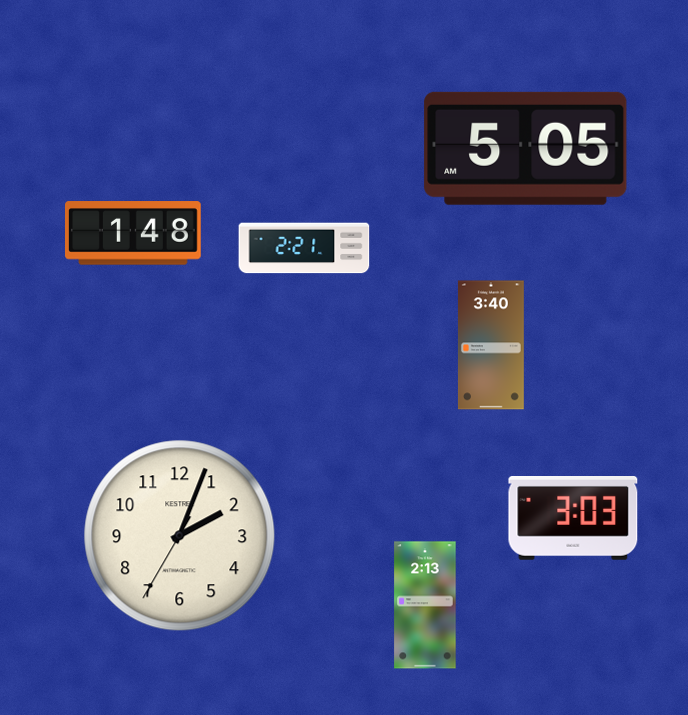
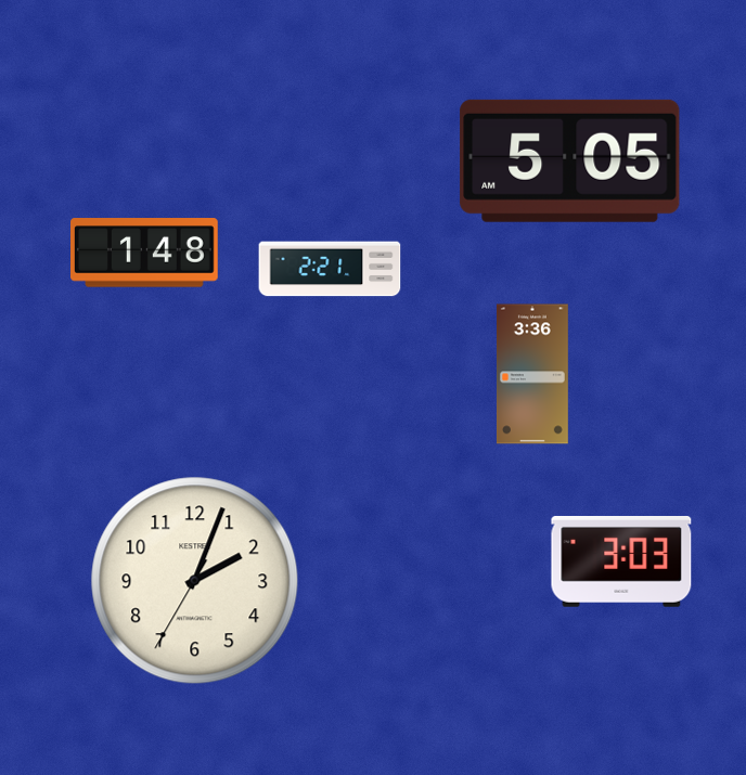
clock at (491, 345): 3:40 -> 3:36
clock at (425, 605): 2:13 -> none
